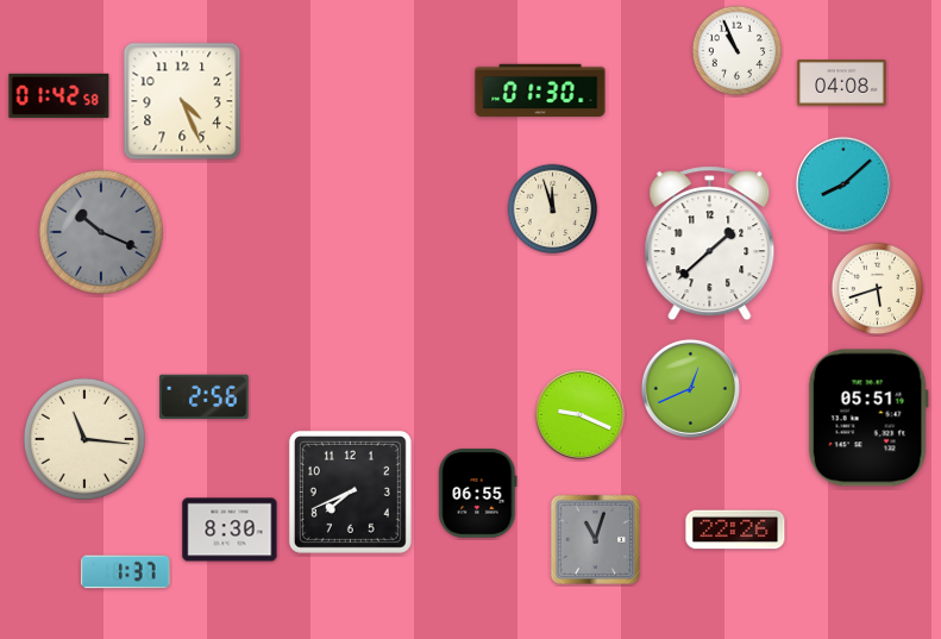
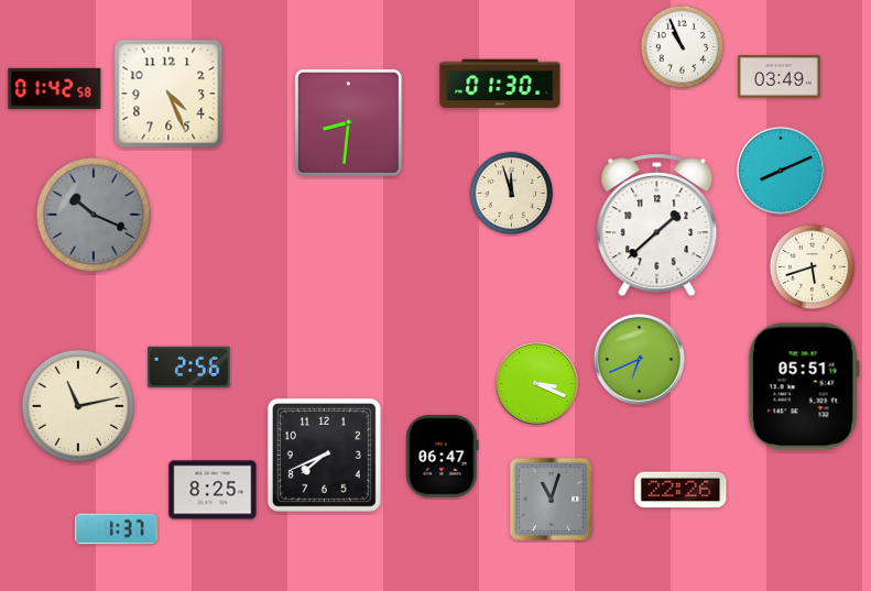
clock at (842, 83): 04:08 -> 03:49
clock at (348, 122): none -> 8:31
clock at (843, 184): 8:08 -> 8:11
clock at (690, 388): 12:41 -> 6:41
clock at (579, 414): 9:19 -> 3:19
clock at (84, 439): 11:16 -> 11:13
clock at (478, 494): 06:55 -> 06:47
clock at (230, 530): 8:30 -> 8:25
